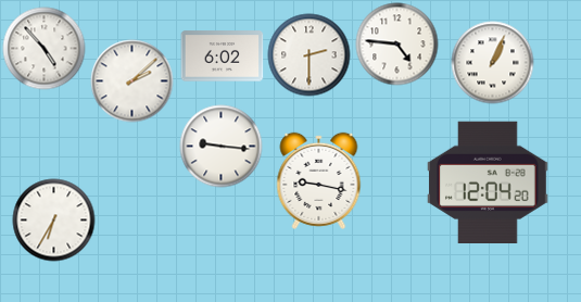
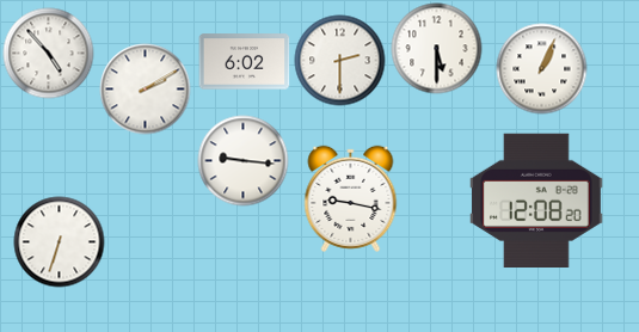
clock at (397, 45): 4:46 -> 5:30
clock at (132, 81): 2:08 -> 2:10
clock at (489, 181): 12:04 -> 12:08
clock at (54, 221): 6:35 -> 6:33
